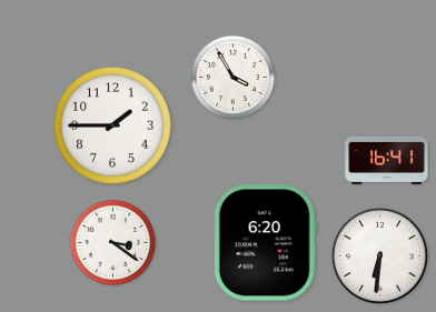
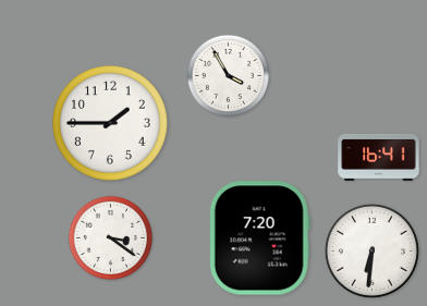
clock at (265, 243): 6:20 -> 7:20
